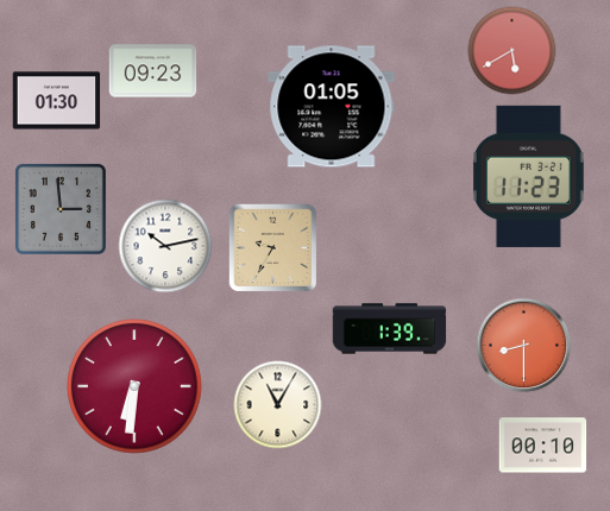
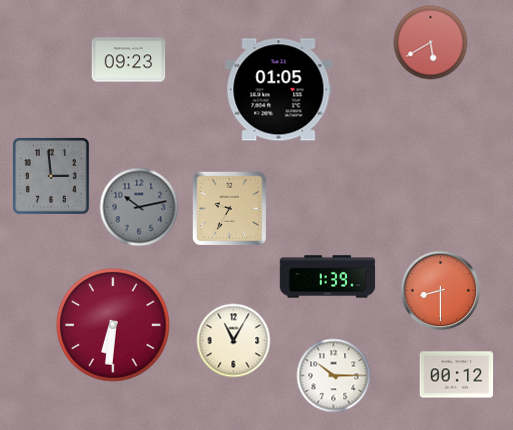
clock at (57, 101): 01:30 -> none
clock at (528, 176): 11:23 -> none
clock at (165, 246) dial: white -> grey
clock at (543, 446): 00:10 -> 00:12
clock at (334, 376): none -> 10:15
